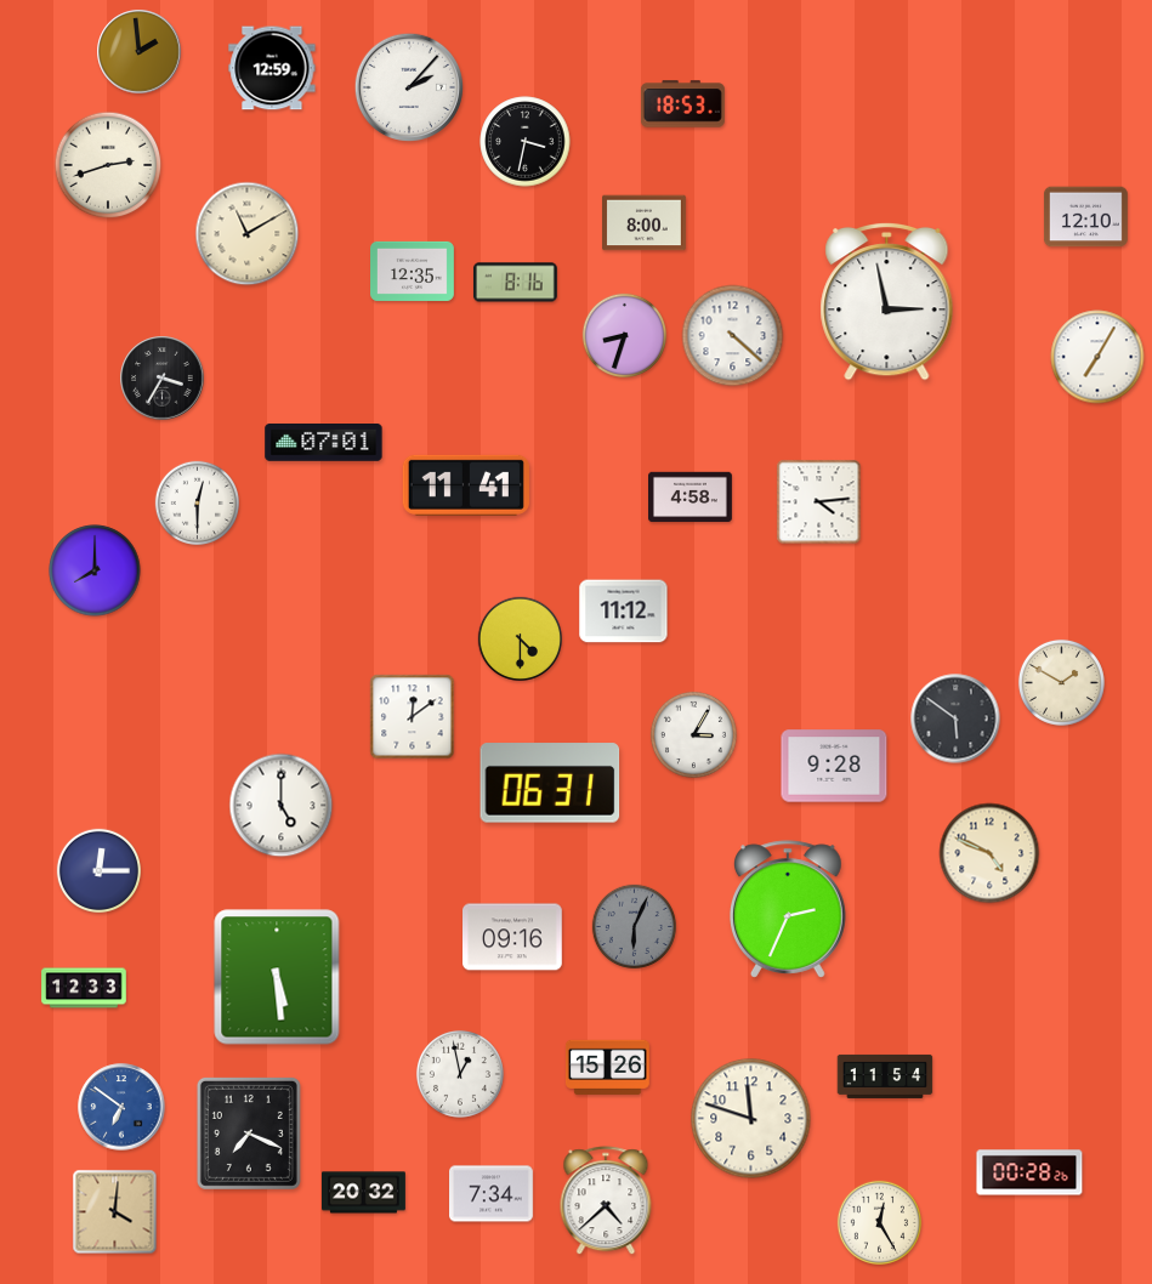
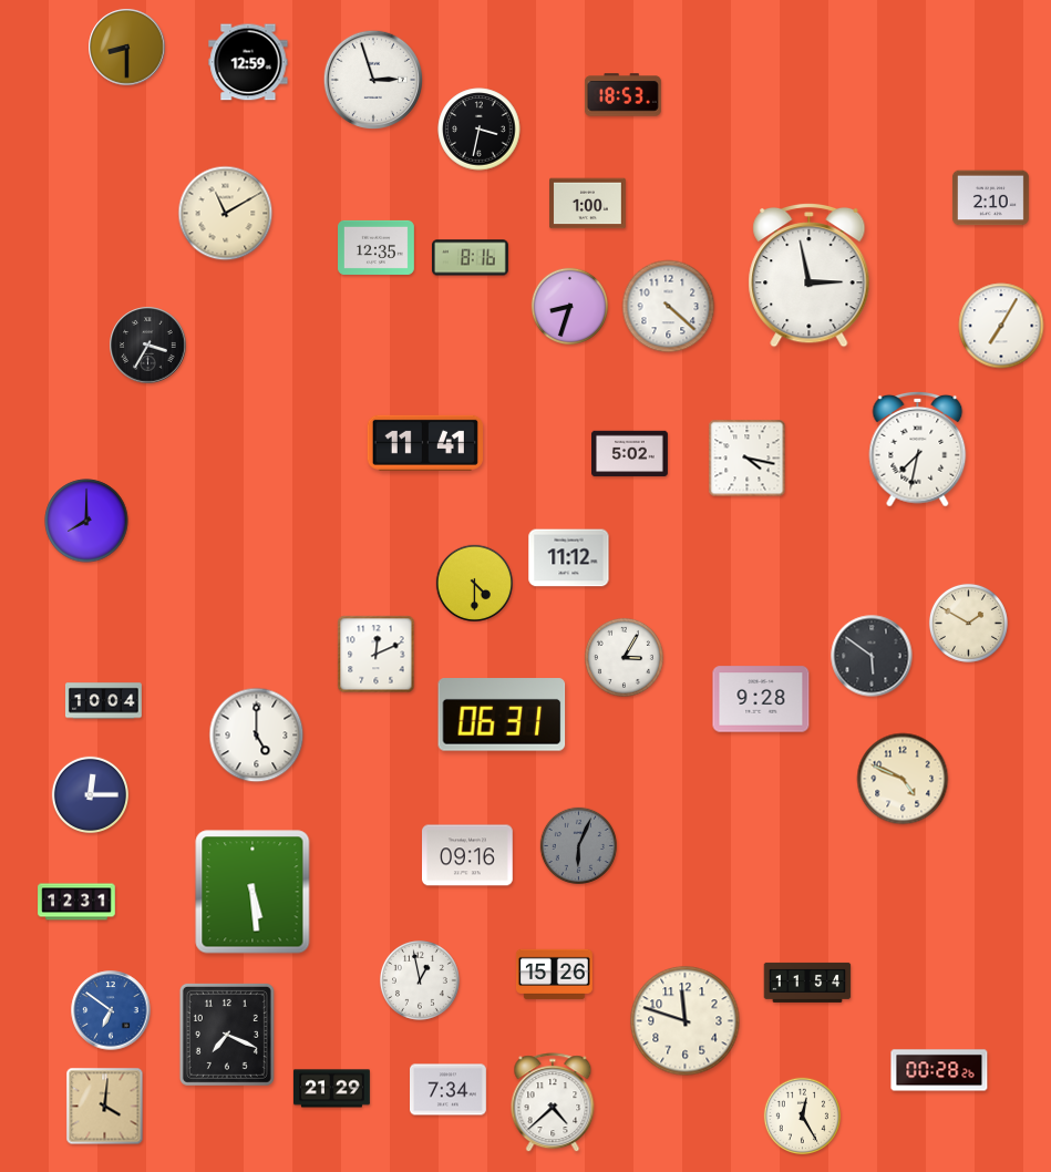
clock at (140, 52): 1:59 -> 8:30
clock at (408, 86): 2:07 -> 2:57
clock at (108, 165): 2:42 -> none
clock at (1085, 217): 12:10 -> 2:10
clock at (645, 223): 8:00 -> 1:00
clock at (324, 443): 07:01 -> none
clock at (918, 449): none -> 7:32
clock at (691, 498): 4:58 -> 5:02
clock at (197, 502): 12:30 -> none
clock at (819, 502): 4:14 -> 4:17
clock at (413, 717): 12:09 -> 12:11
clock at (693, 734) position: (693, 734) -> (624, 657)
clock at (104, 701): none -> 10:04
clock at (788, 909): 2:34 -> none
clock at (84, 988): 12:33 -> 12:31
clock at (364, 1193): 20:32 -> 21:29
clock at (606, 1201) position: (606, 1201) -> (553, 1103)
